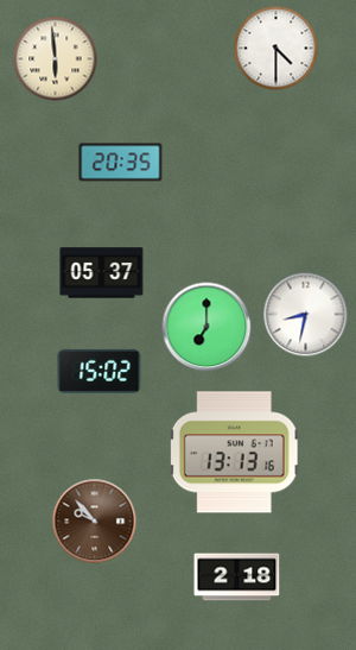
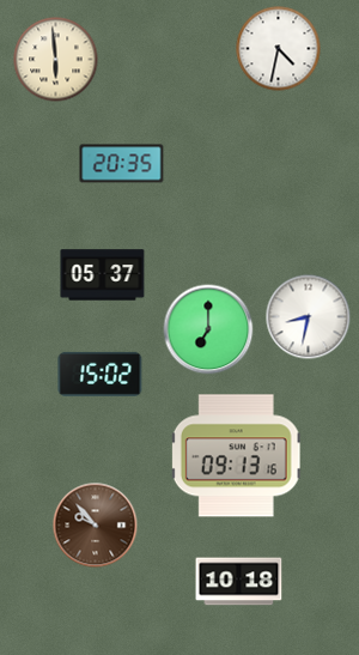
clock at (276, 49): 4:30 -> 4:32
clock at (234, 453): 13:13 -> 09:13
clock at (237, 578): 2:18 -> 10:18
